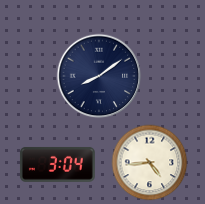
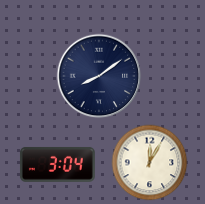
clock at (150, 163): 4:44 -> 12:05
